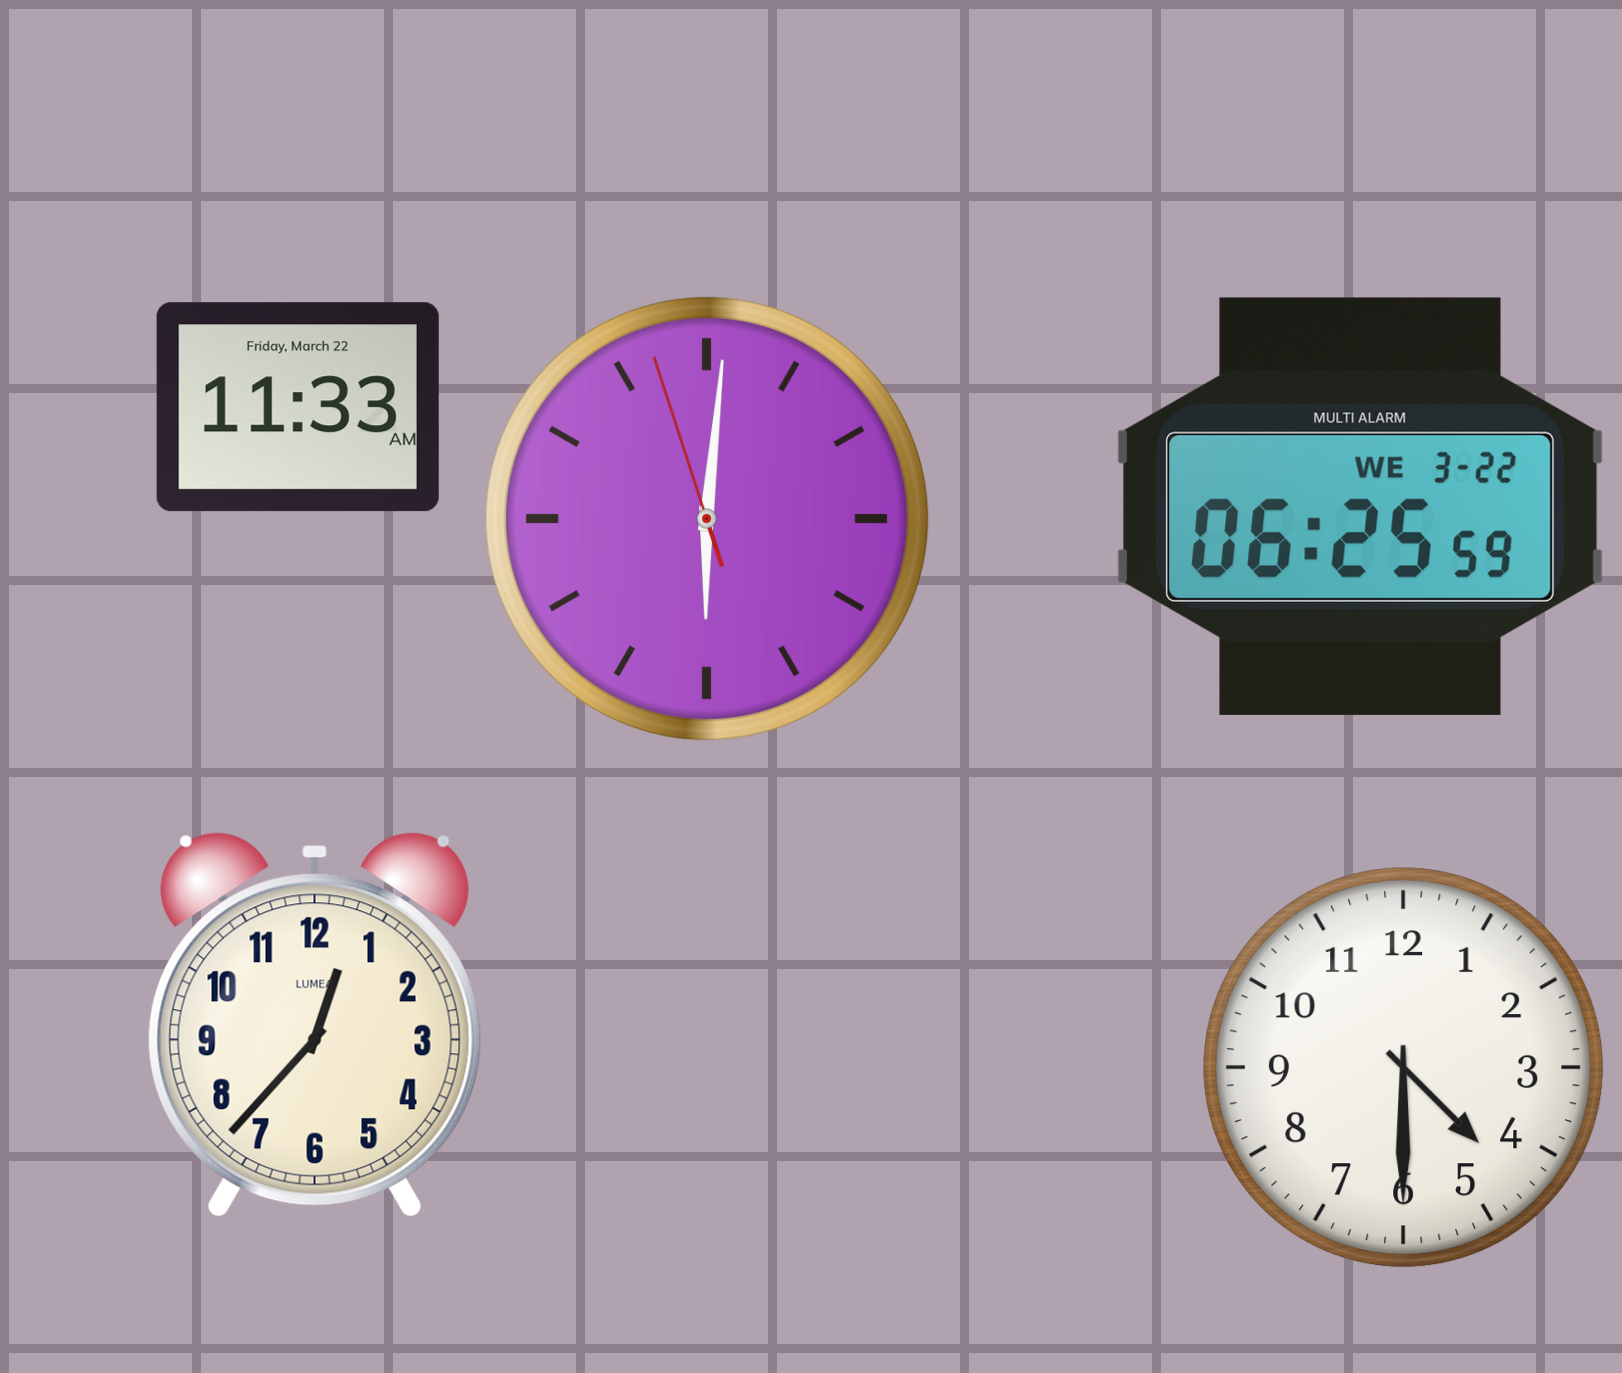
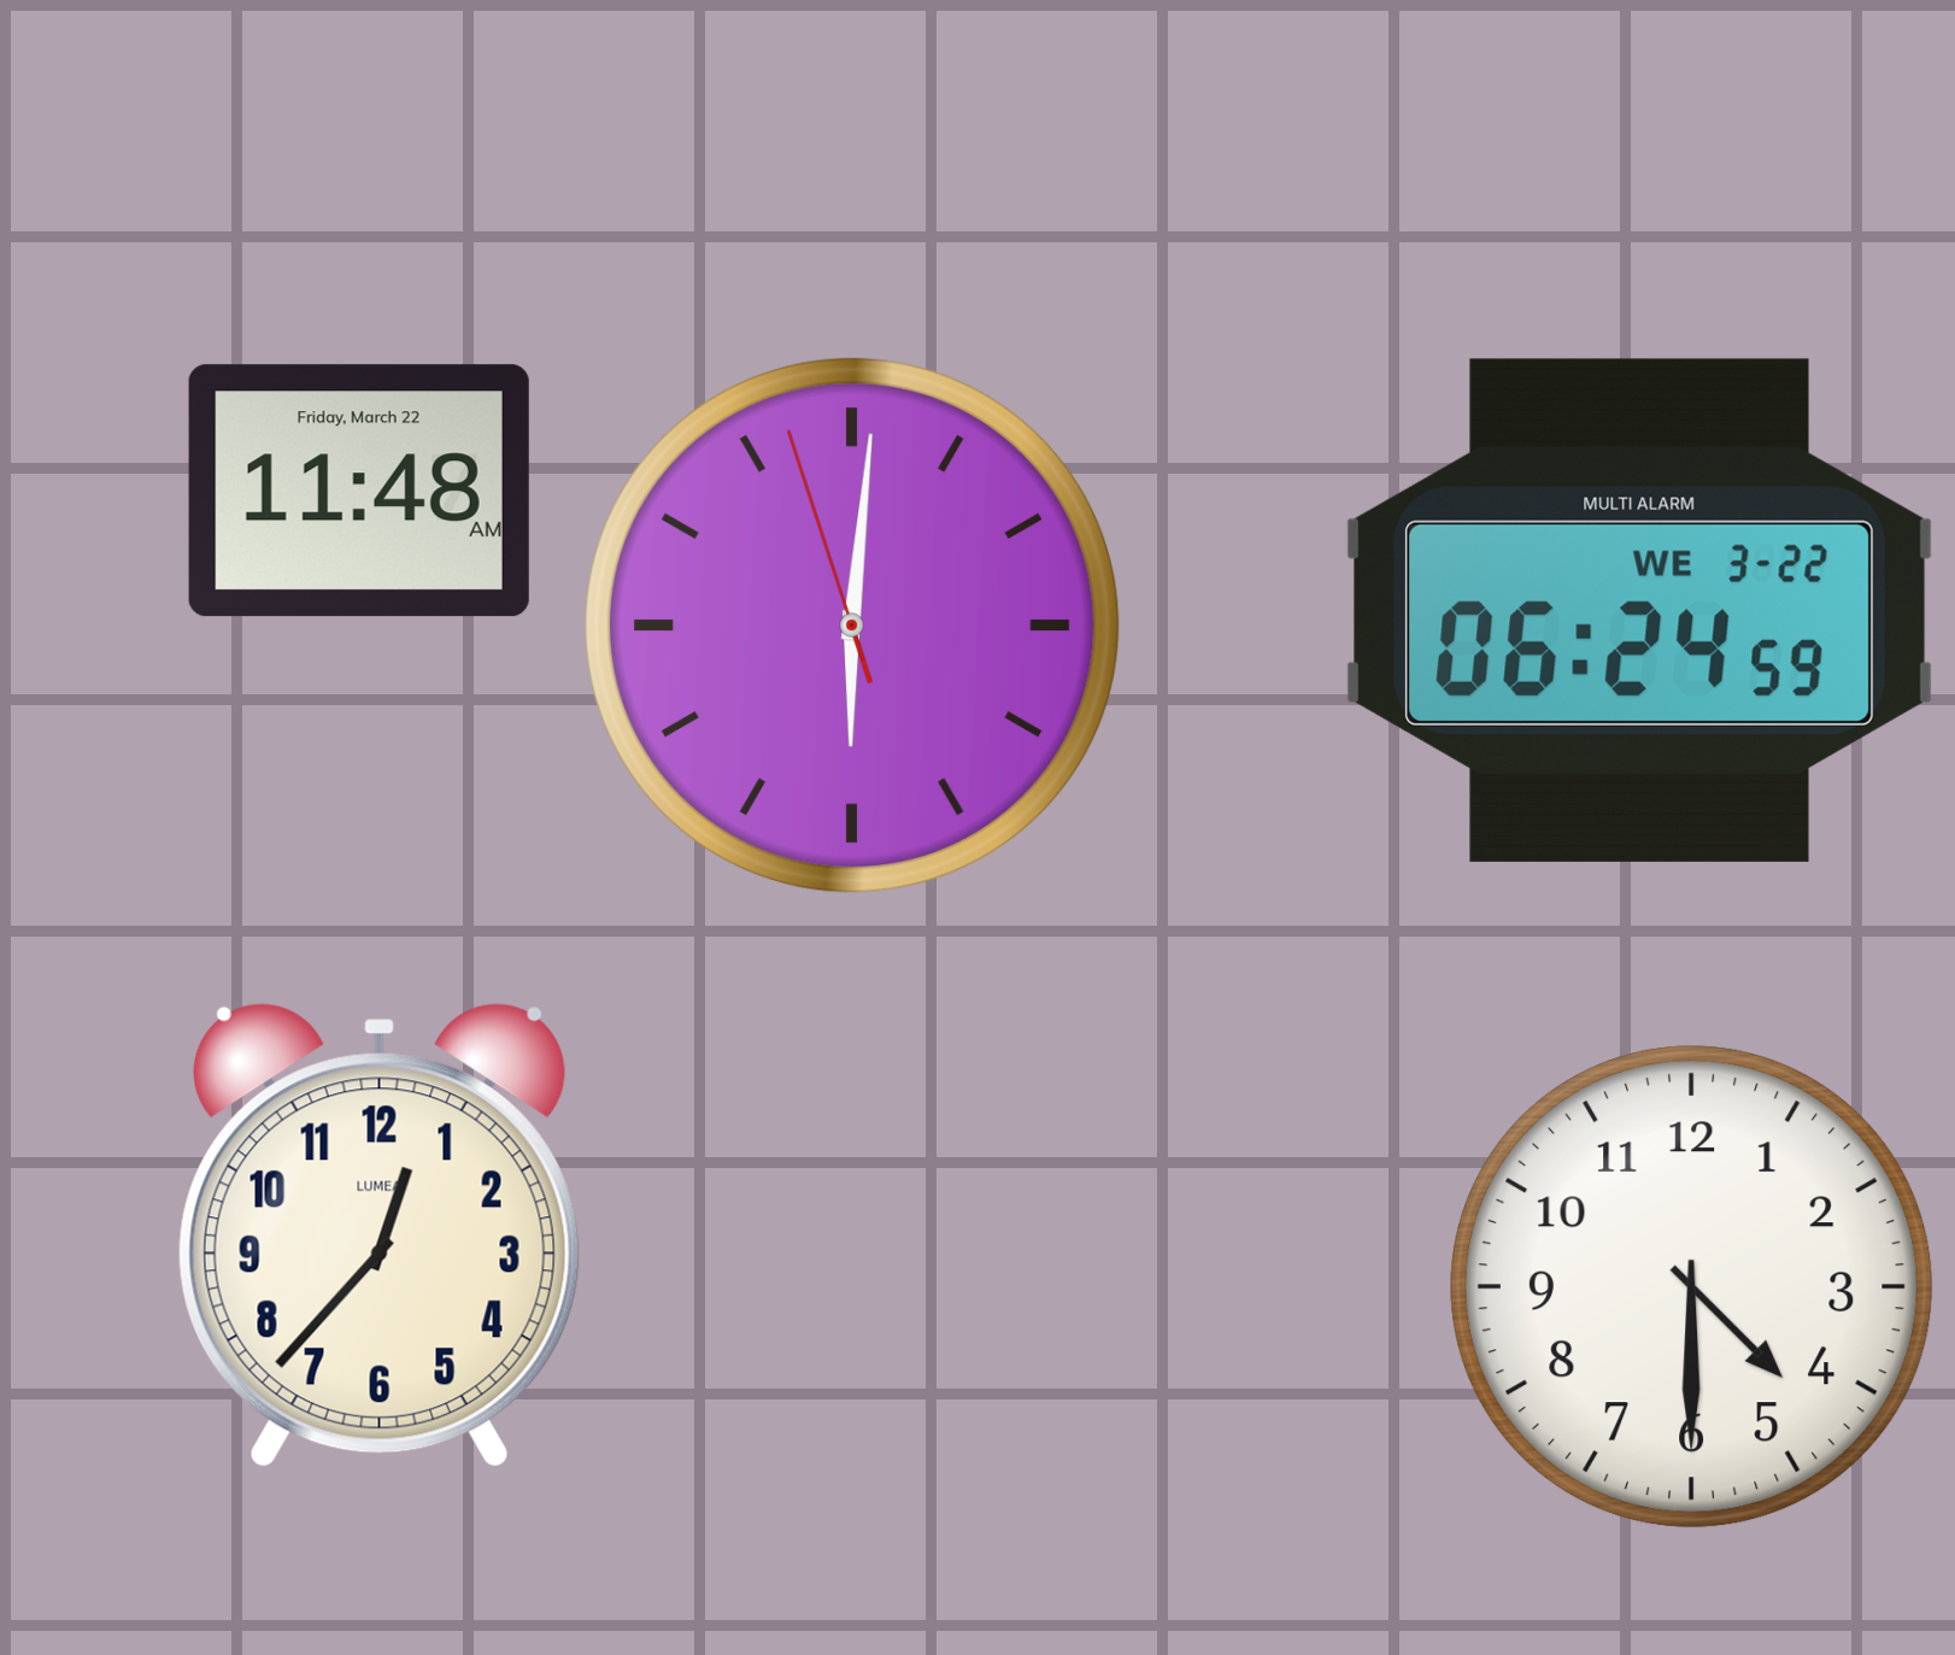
clock at (298, 407): 11:33 -> 11:48
clock at (1361, 506): 06:25 -> 06:24
